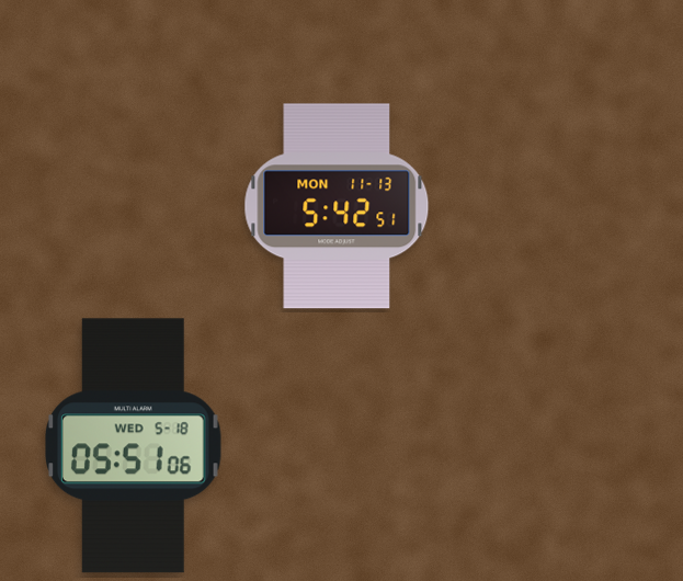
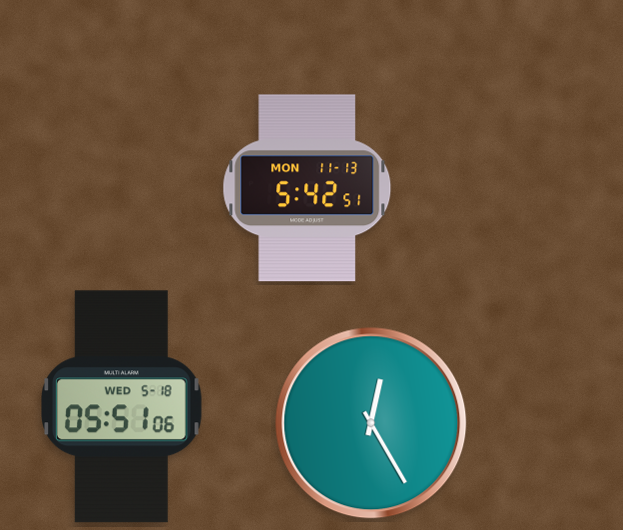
clock at (371, 423): none -> 12:25
